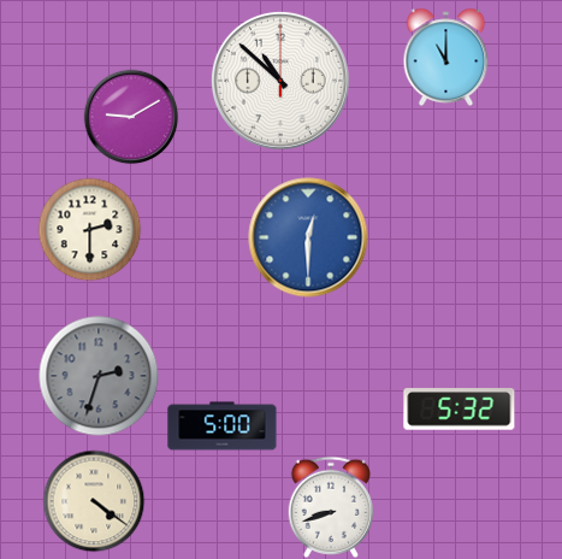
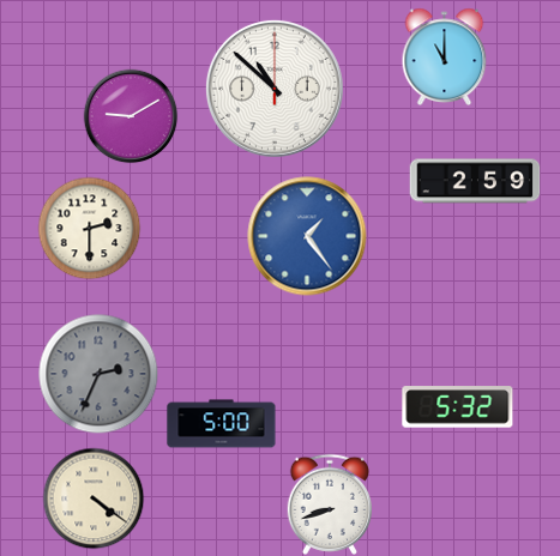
clock at (280, 81) position: (280, 81) -> (275, 89)
clock at (475, 181): none -> 2:59
clock at (308, 237): 12:30 -> 1:24
clock at (99, 376): 2:33 -> 2:34
